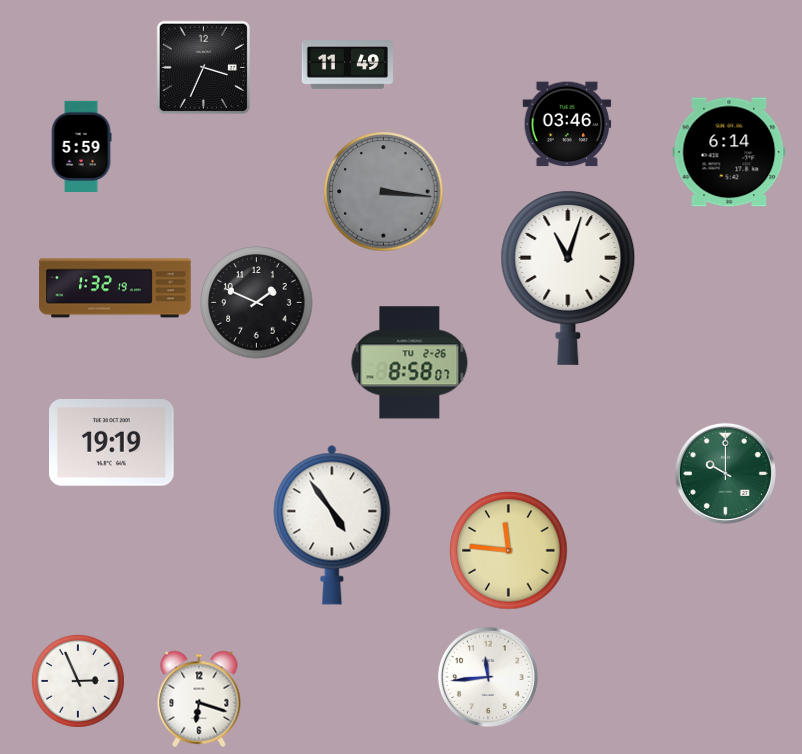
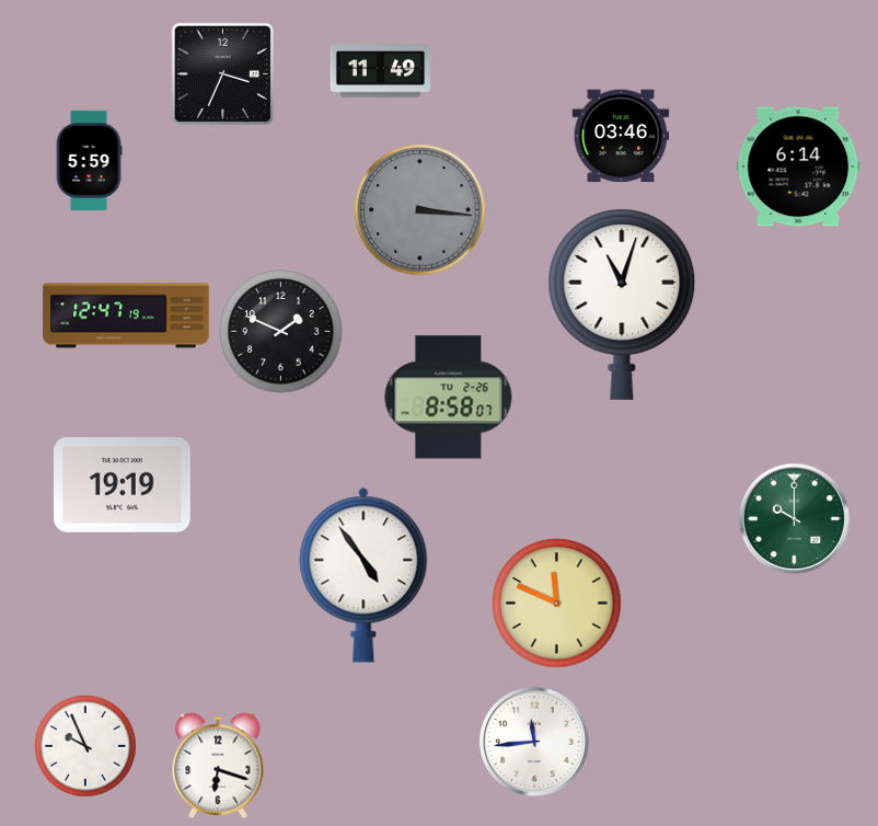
clock at (115, 288): 1:32 -> 12:47
clock at (509, 551): 11:46 -> 11:49
clock at (78, 681): 2:56 -> 9:56
